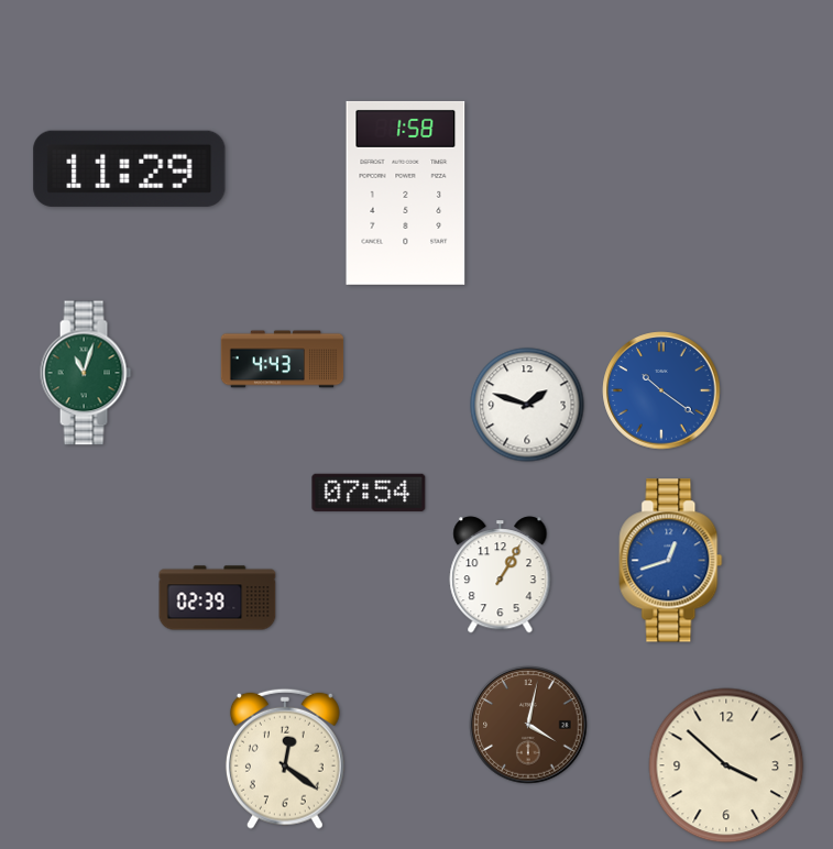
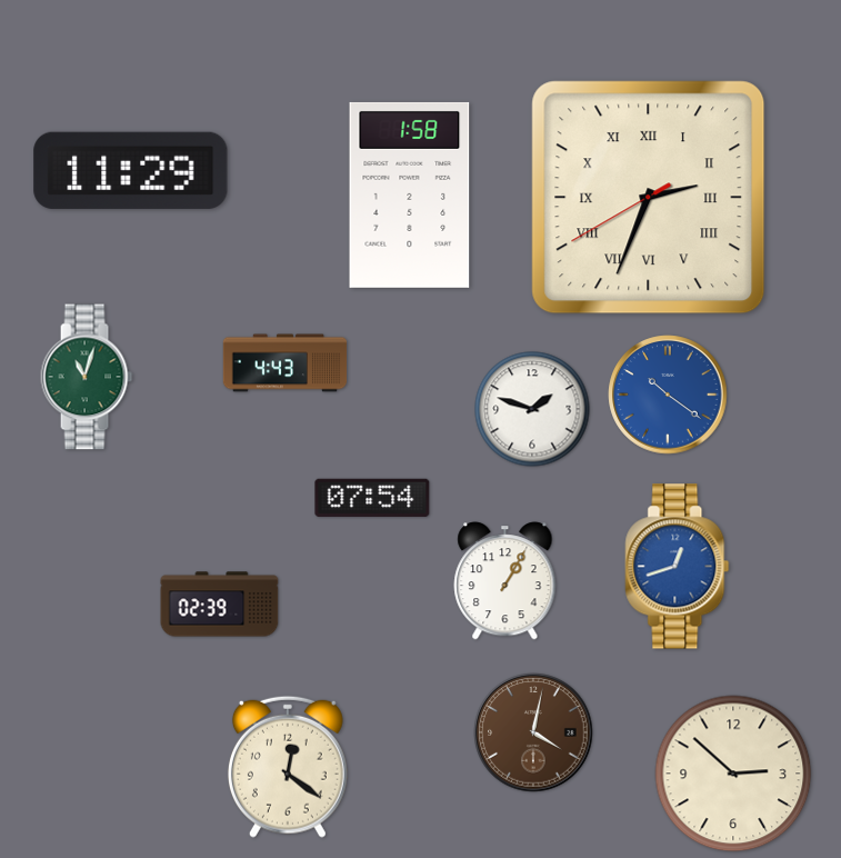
clock at (649, 198): none -> 2:33
clock at (726, 765): 3:52 -> 2:52
